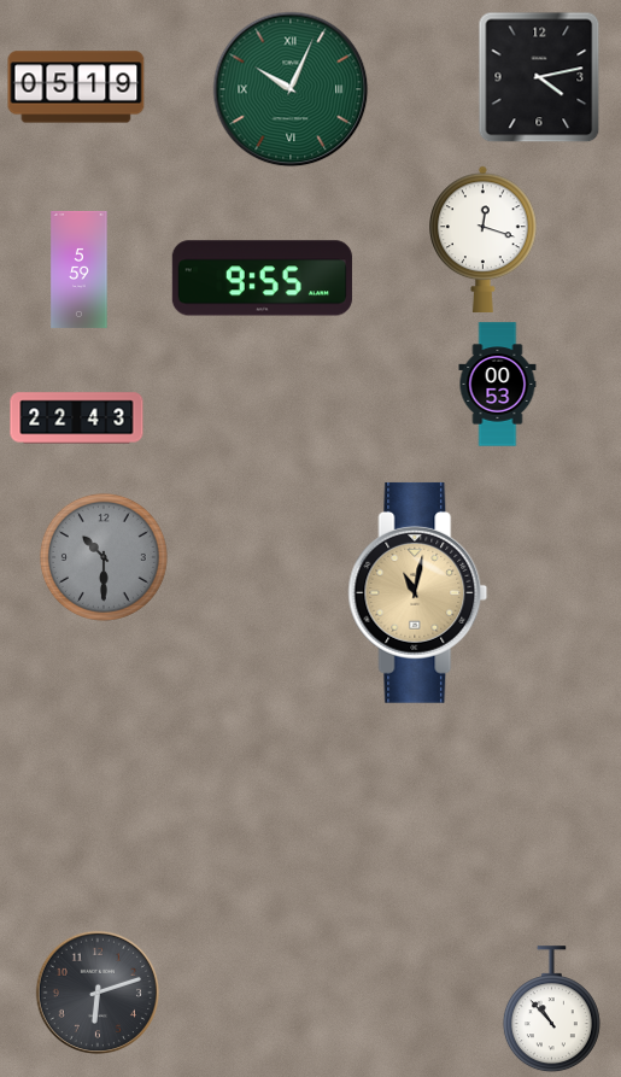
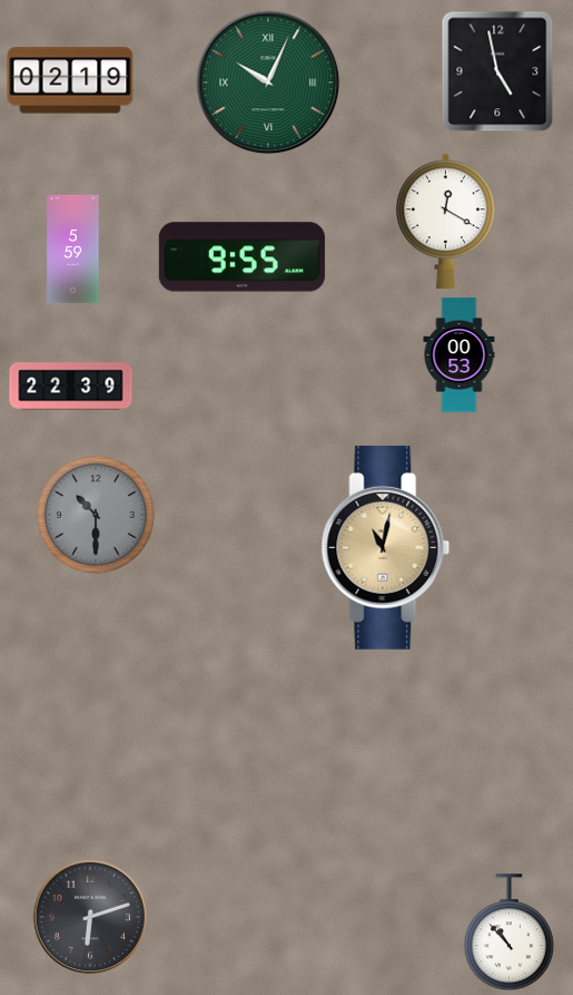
clock at (539, 77): 4:13 -> 4:58
clock at (76, 87): 05:19 -> 02:19
clock at (484, 239): 12:18 -> 12:20
clock at (77, 418): 22:43 -> 22:39
